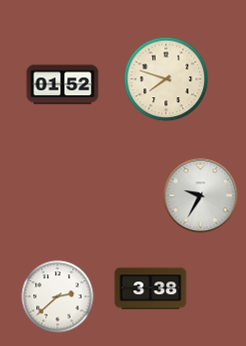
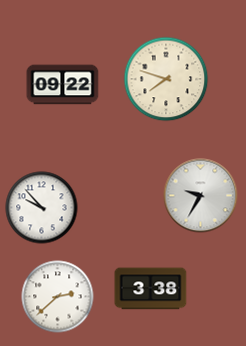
clock at (63, 85): 01:52 -> 09:22
clock at (42, 208): none -> 9:53
